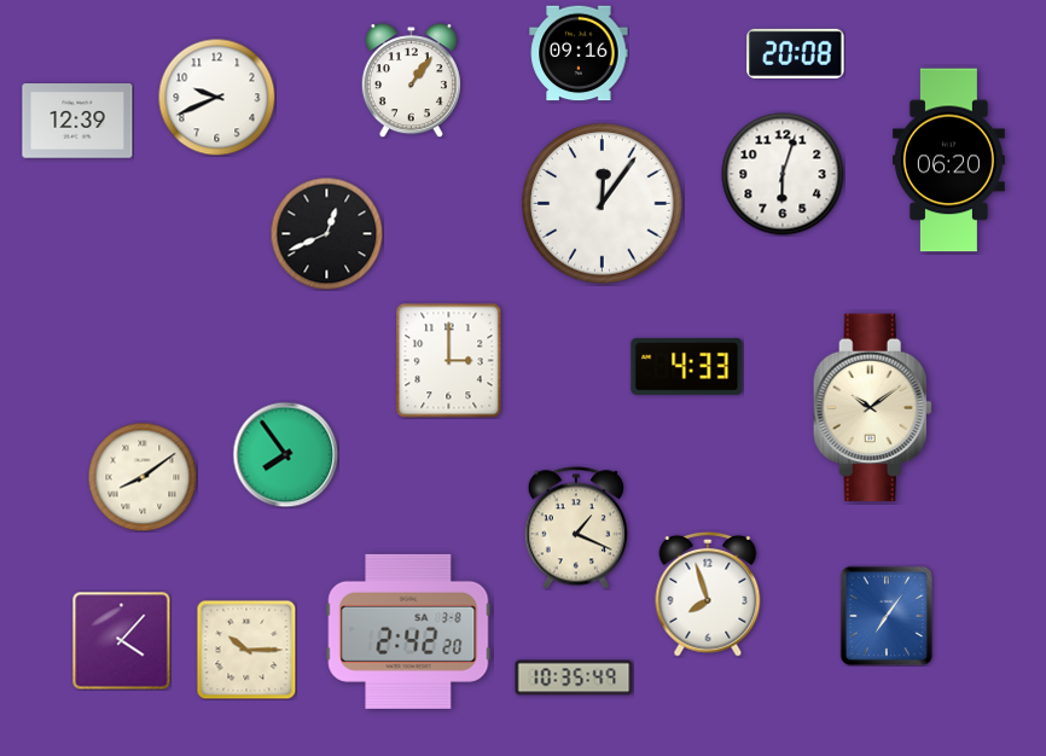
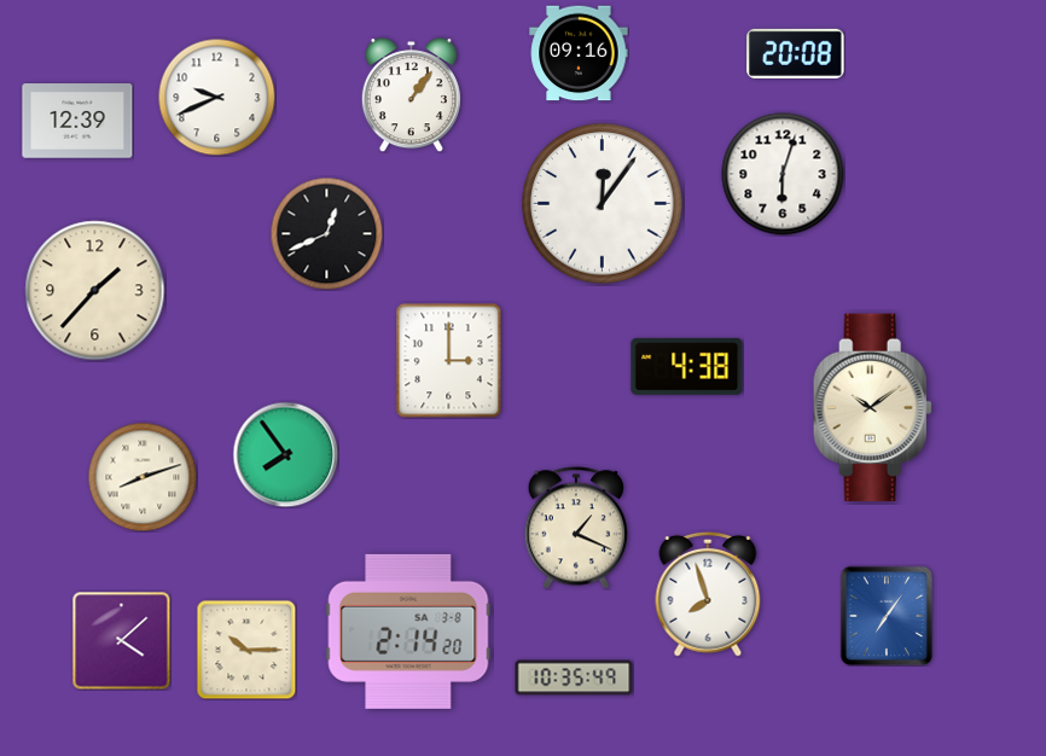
clock at (411, 81) position: (411, 81) -> (411, 95)
clock at (948, 161): 06:20 -> none
clock at (95, 291): none -> 1:37
clock at (687, 366): 4:33 -> 4:38
clock at (143, 477): 8:09 -> 8:12
clock at (408, 632): 2:42 -> 2:14
clock at (121, 640): 4:07 -> 4:08
